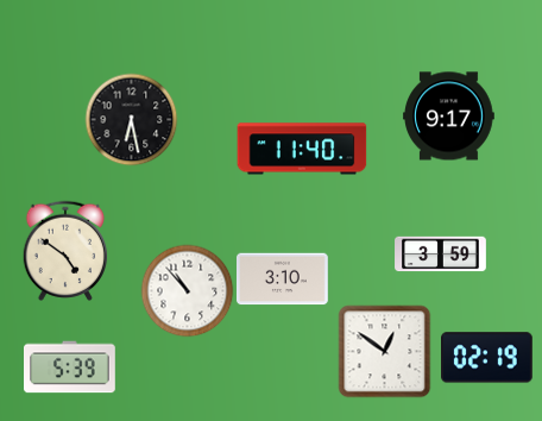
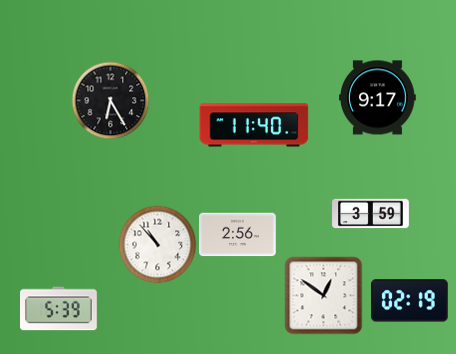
clock at (131, 119): 6:28 -> 6:25
clock at (65, 251): 4:51 -> none
clock at (283, 279): 3:10 -> 2:56
